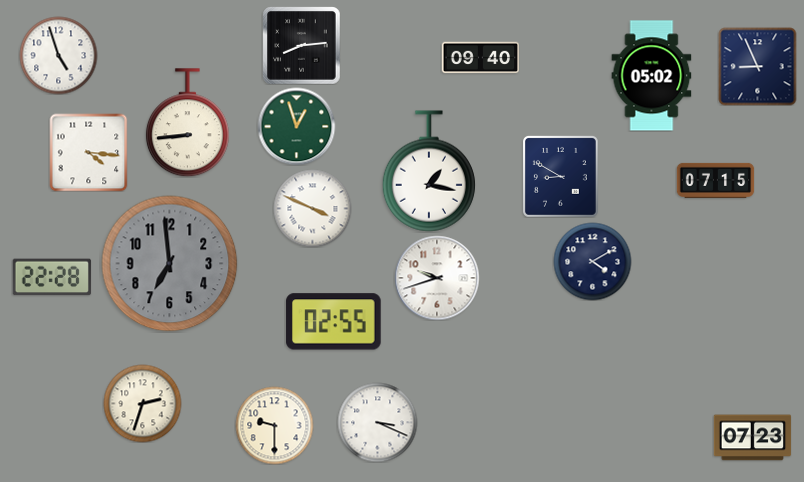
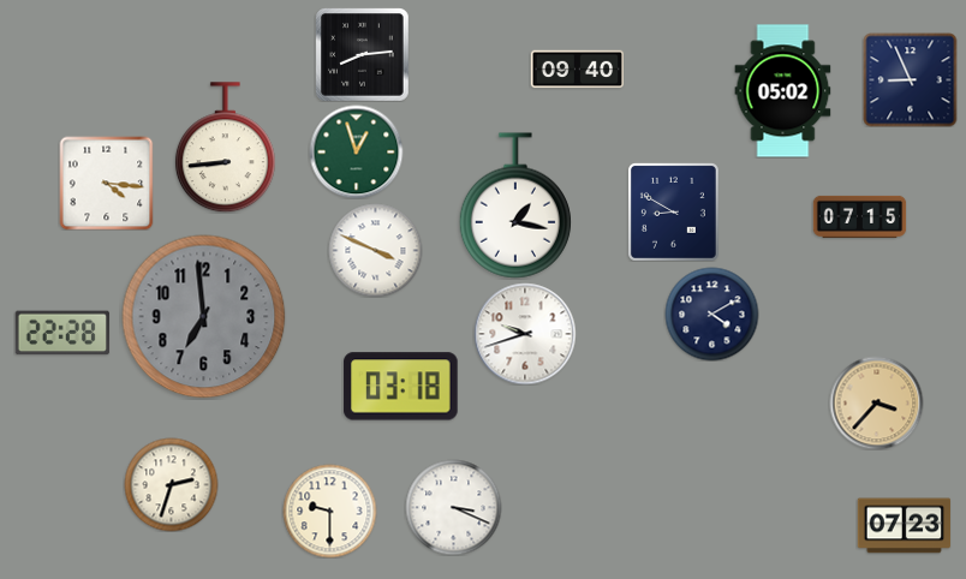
clock at (58, 55): 4:57 -> none
clock at (334, 322): 02:55 -> 03:18
clock at (876, 402): none -> 3:37
